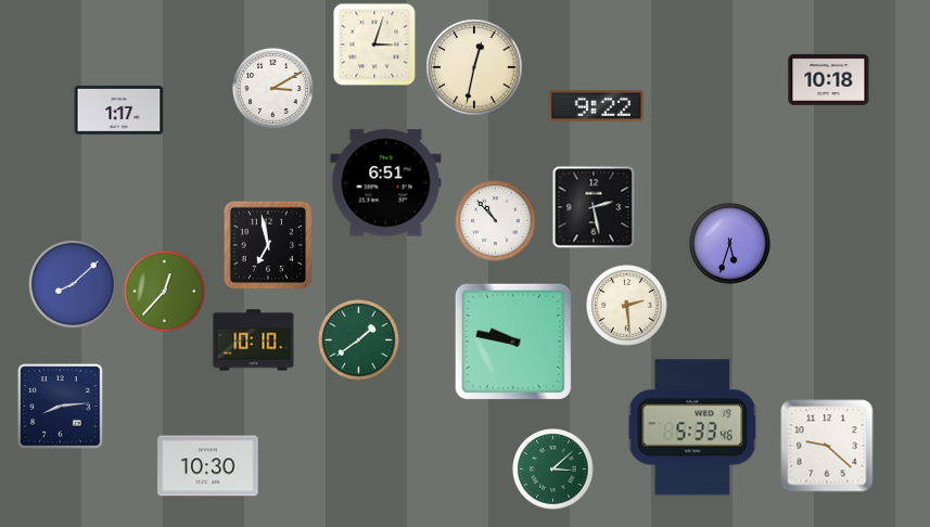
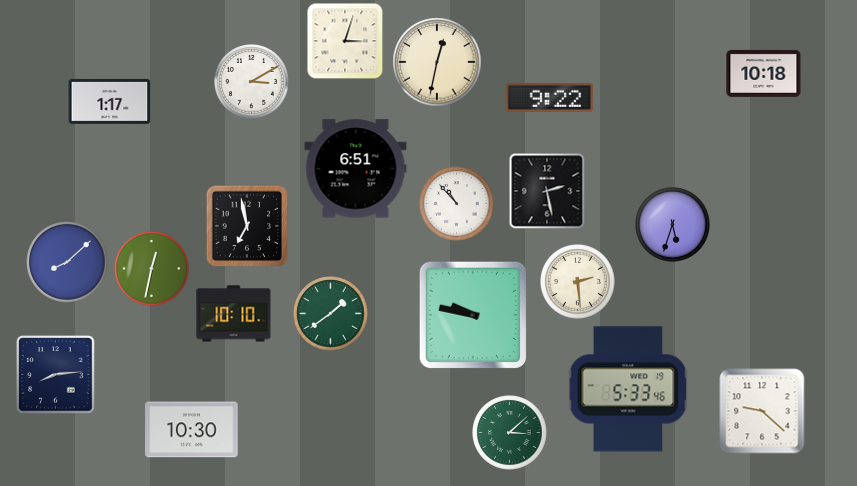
clock at (165, 292): 12:37 -> 12:32
clock at (692, 427) position: (692, 427) -> (628, 389)
